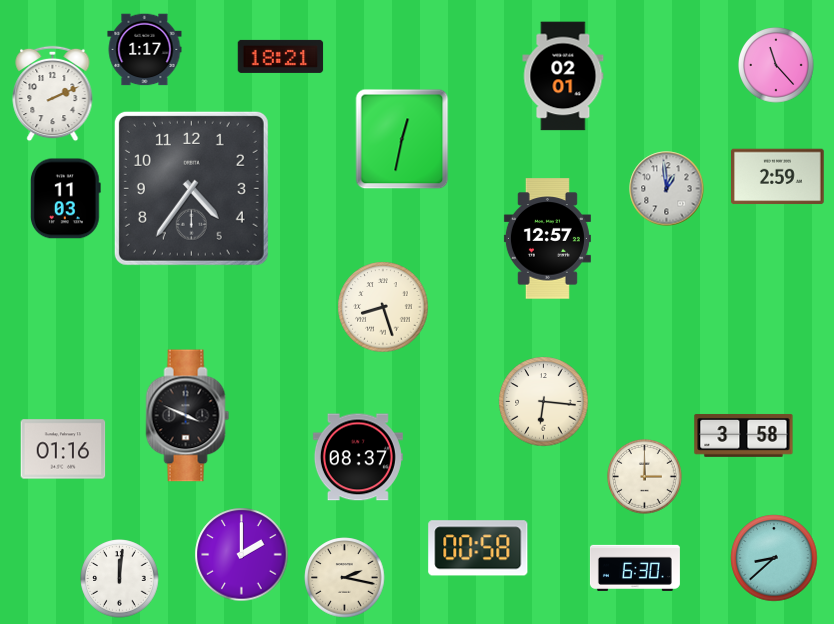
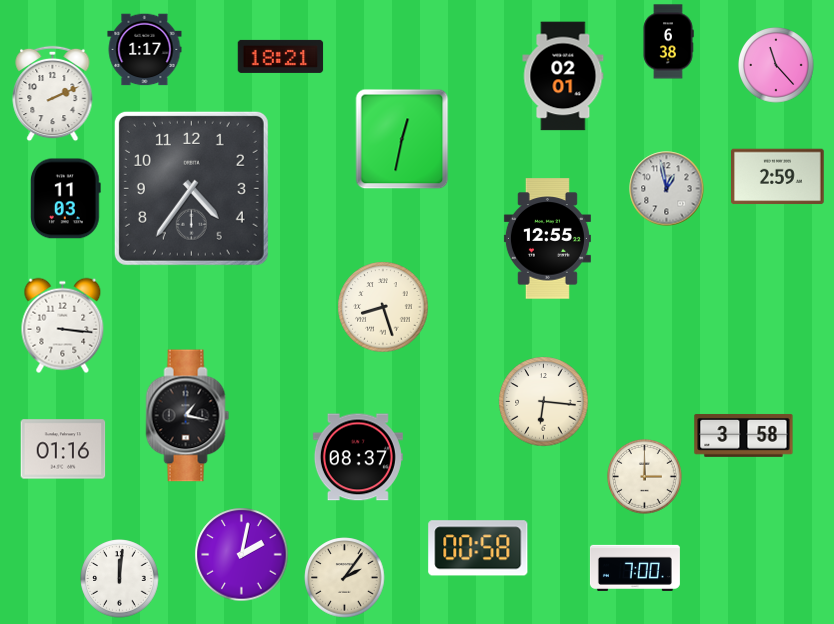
clock at (668, 42): none -> 6:38
clock at (667, 189): 12:59 -> 12:58
clock at (547, 239): 12:57 -> 12:55
clock at (63, 326): none -> 3:16
clock at (188, 416): 3:49 -> 1:17
clock at (242, 555): 2:00 -> 2:02
clock at (774, 558): 8:38 -> none
clock at (635, 568): 6:30 -> 7:00
clock at (345, 578): 2:17 -> 2:06
